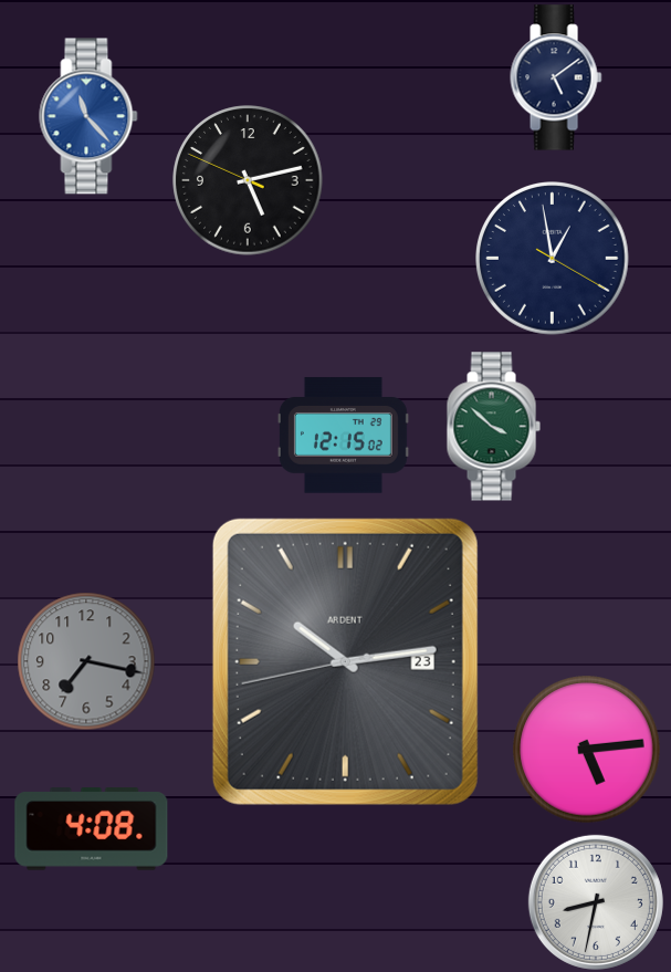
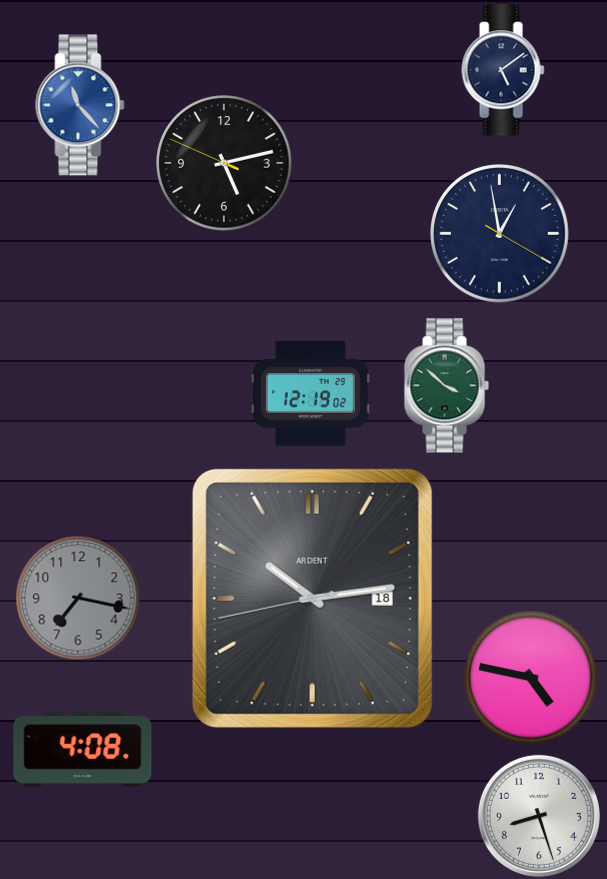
clock at (343, 436): 12:15 -> 12:19
clock at (345, 661) date: 23 -> 18
clock at (587, 750): 5:14 -> 4:47
clock at (596, 902): 8:32 -> 8:27
